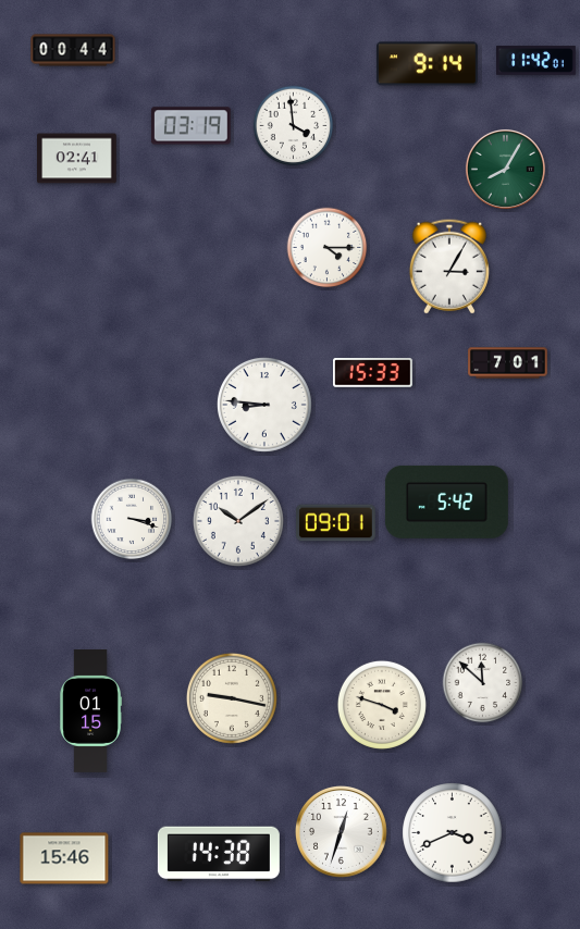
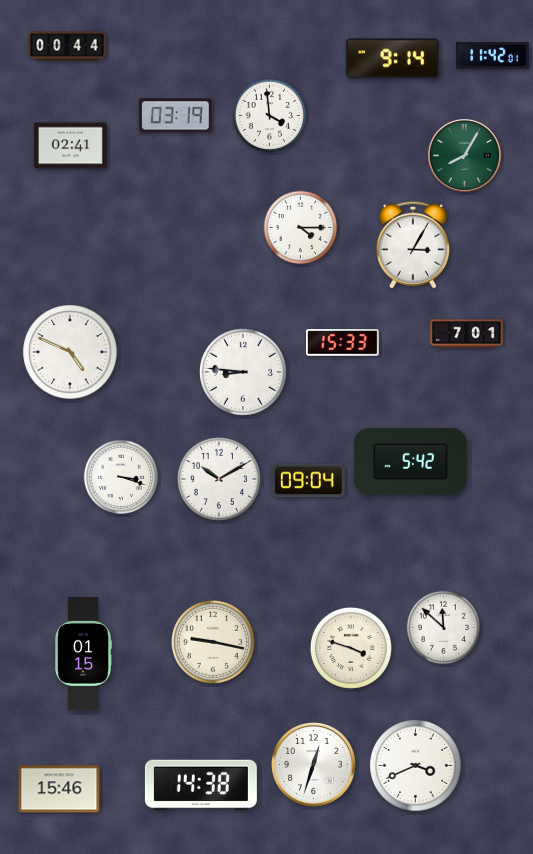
clock at (70, 352): none -> 4:49
clock at (238, 521): 10:09 -> 10:10
clock at (336, 523): 09:01 -> 09:04
